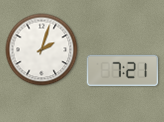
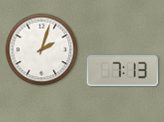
clock at (123, 70): 7:21 -> 7:13
